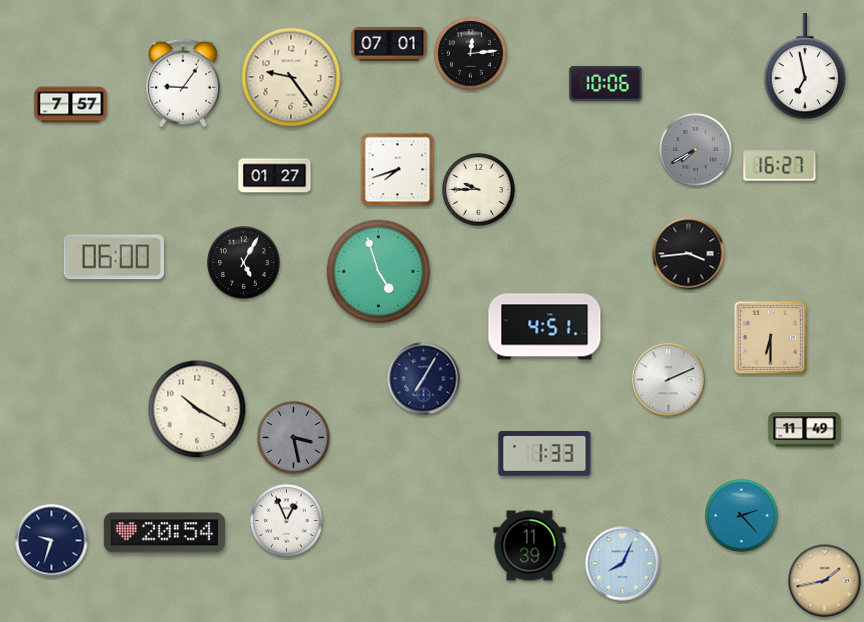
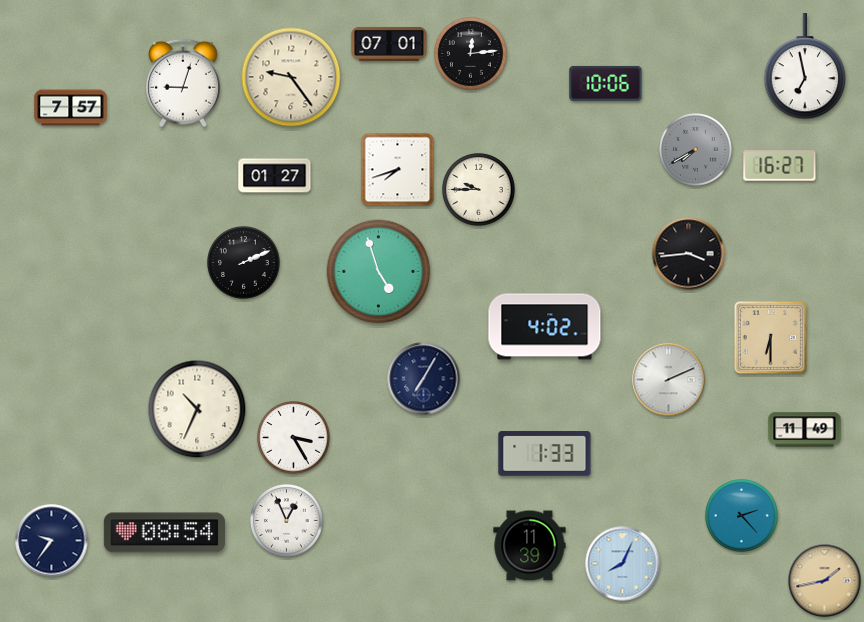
clock at (184, 83): 9:06 -> 9:03
clock at (71, 105) position: (71, 105) -> (71, 108)
clock at (113, 257): 06:00 -> none
clock at (244, 263): 5:05 -> 2:11
clock at (545, 327): 4:51 -> 4:02
clock at (197, 409): 10:20 -> 10:34
clock at (294, 438): 3:28 -> 3:25
clock at (294, 438) dial: grey -> white
clock at (164, 533): 20:54 -> 08:54
clock at (52, 541): 9:33 -> 9:36
